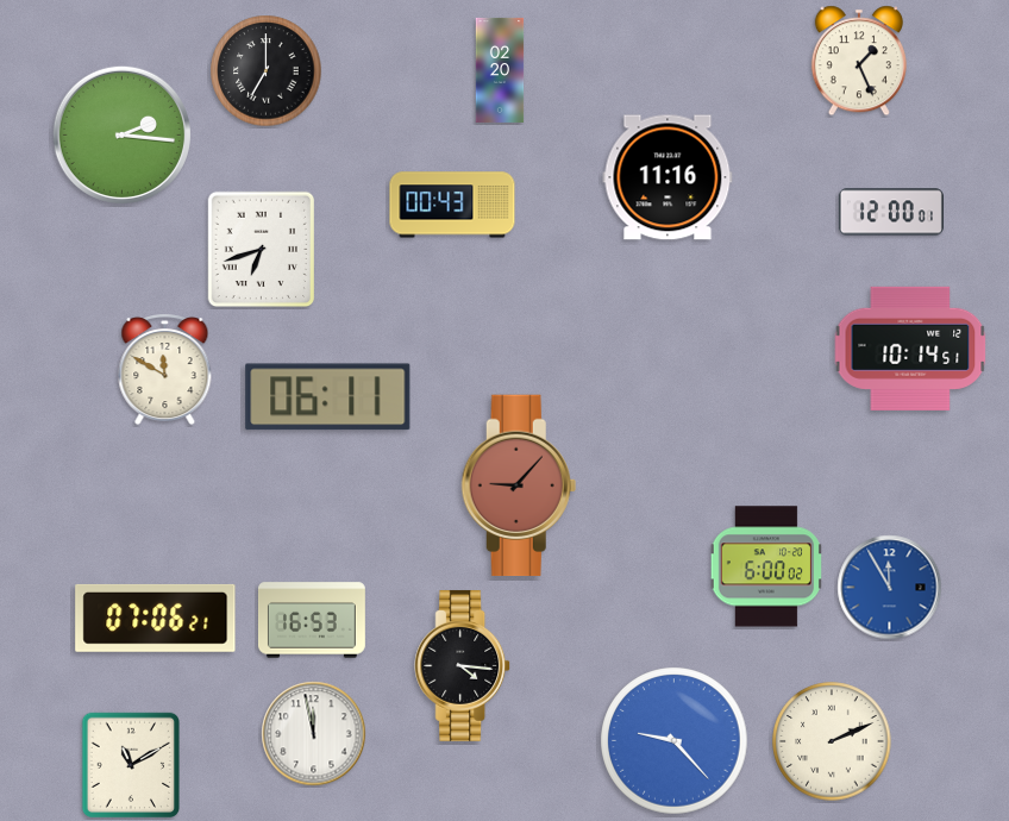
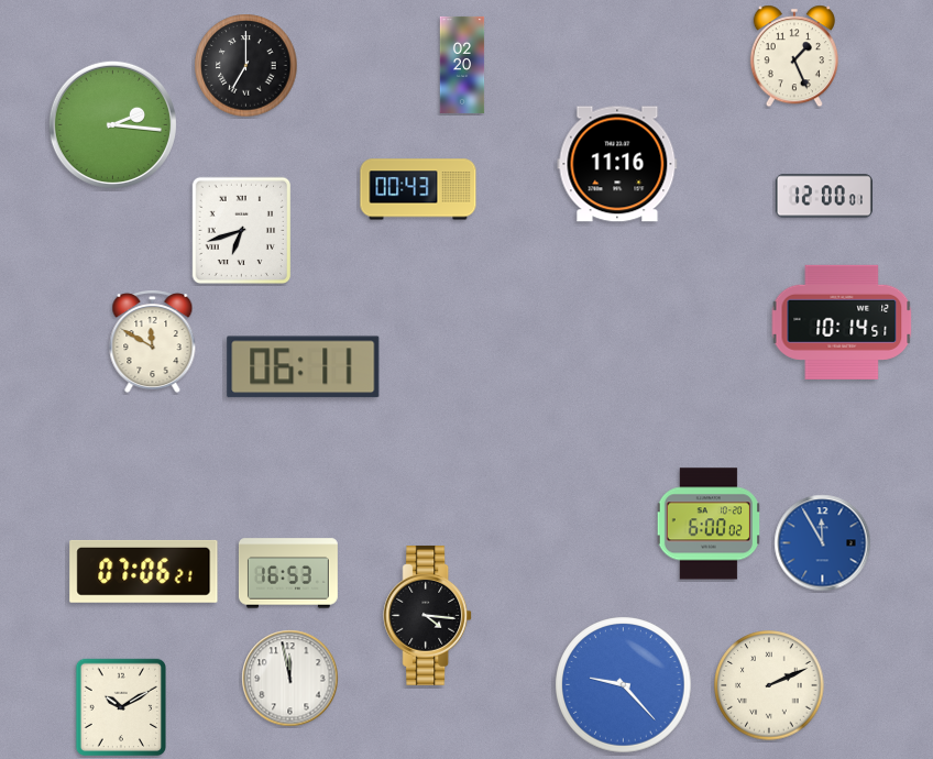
clock at (519, 485): 9:07 -> none
clock at (130, 765): 11:10 -> 10:10
